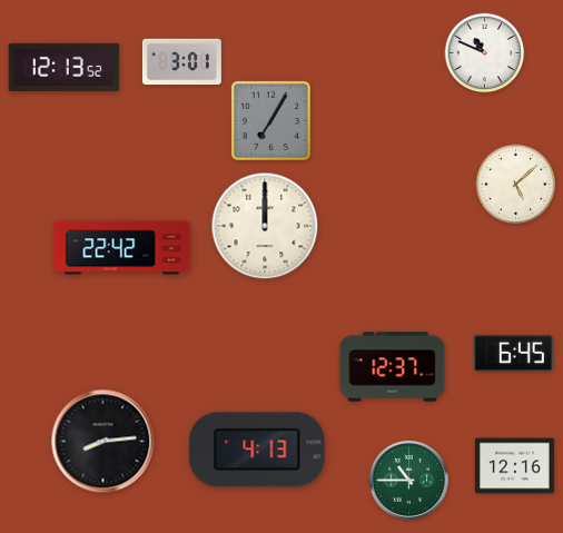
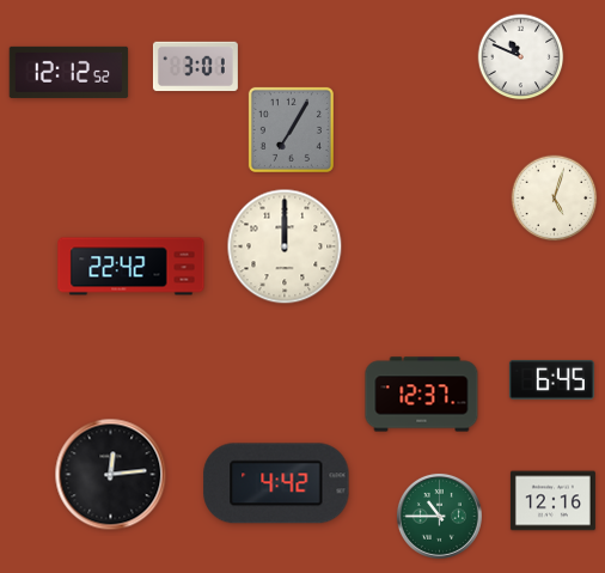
clock at (65, 67): 12:13 -> 12:12
clock at (516, 185): 5:08 -> 5:03
clock at (265, 226) position: (265, 226) -> (285, 246)
clock at (103, 442): 8:14 -> 12:14
clock at (257, 450): 4:13 -> 4:42
